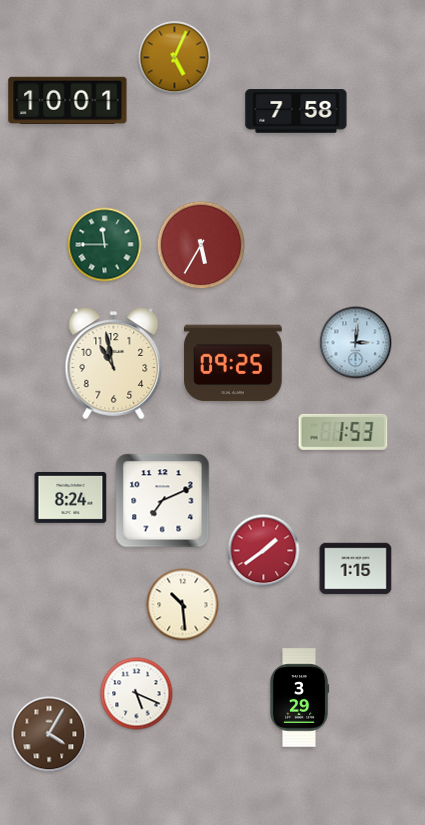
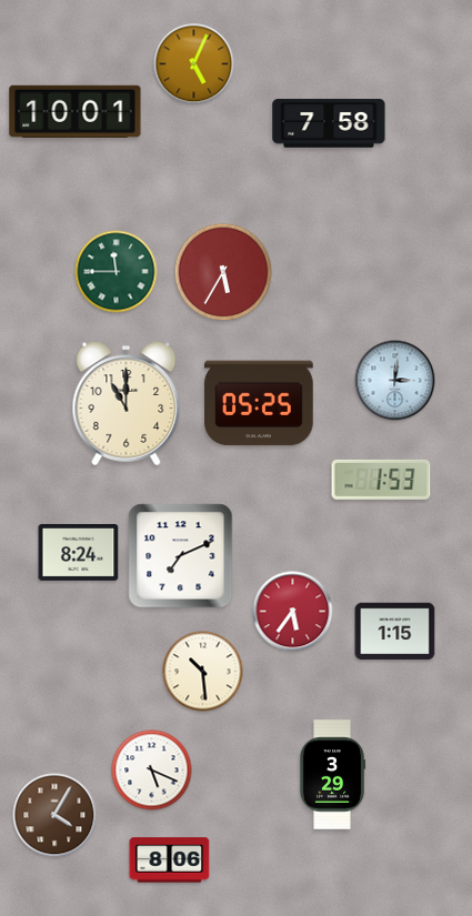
clock at (233, 363): 09:25 -> 05:25
clock at (114, 364): 10:58 -> 11:00
clock at (264, 551): 1:39 -> 5:36
clock at (170, 860): none -> 8:06
